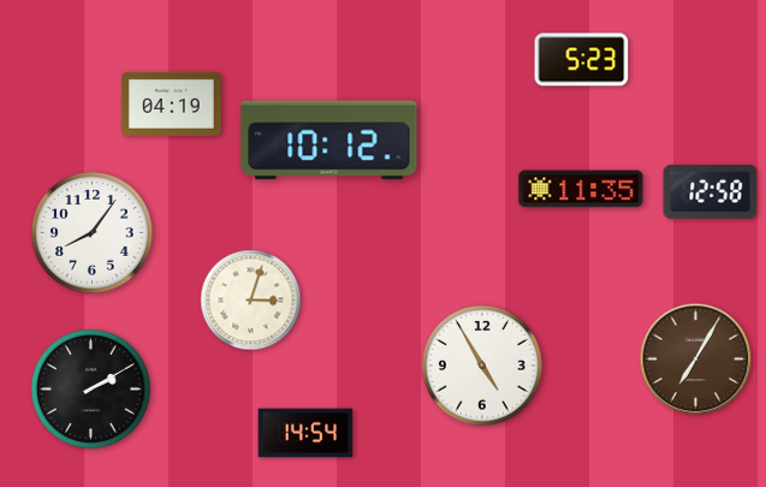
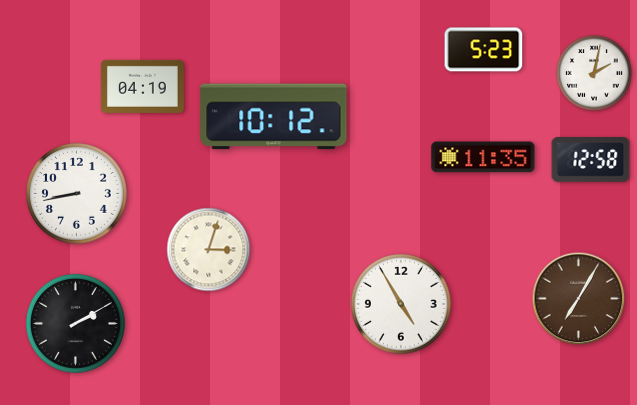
clock at (594, 73): none -> 2:02
clock at (93, 233): 8:06 -> 8:43
clock at (305, 433): 14:54 -> none
